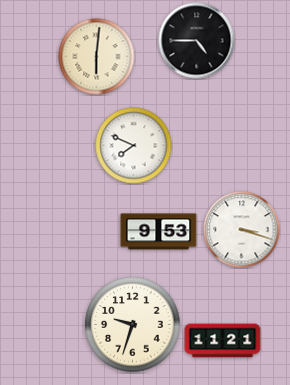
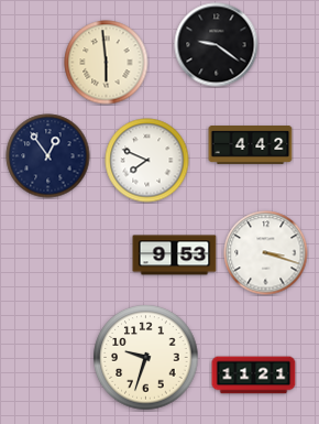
clock at (197, 41): 4:45 -> 9:21
clock at (97, 57): 6:01 -> 5:59
clock at (251, 145): none -> 4:42
clock at (48, 156): none -> 12:54
clock at (223, 341) position: (223, 341) -> (254, 376)
